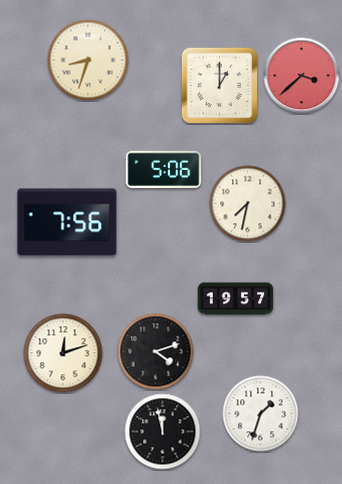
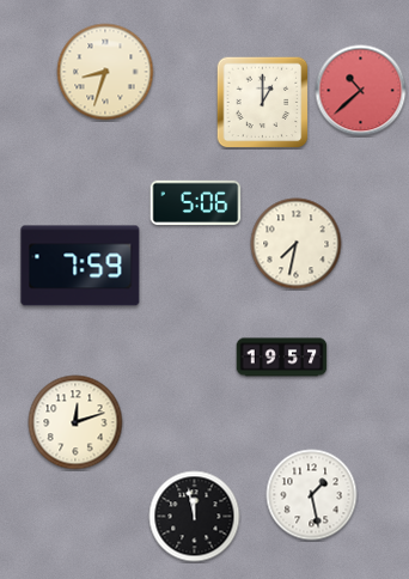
clock at (302, 76): 3:38 -> 10:38
clock at (67, 222): 7:56 -> 7:59
clock at (156, 352): 4:12 -> none
clock at (261, 414): 1:33 -> 1:28
